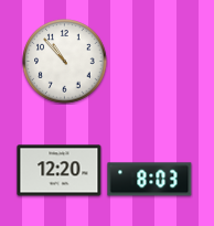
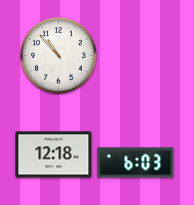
clock at (60, 171): 12:20 -> 12:18
clock at (150, 180): 8:03 -> 6:03
